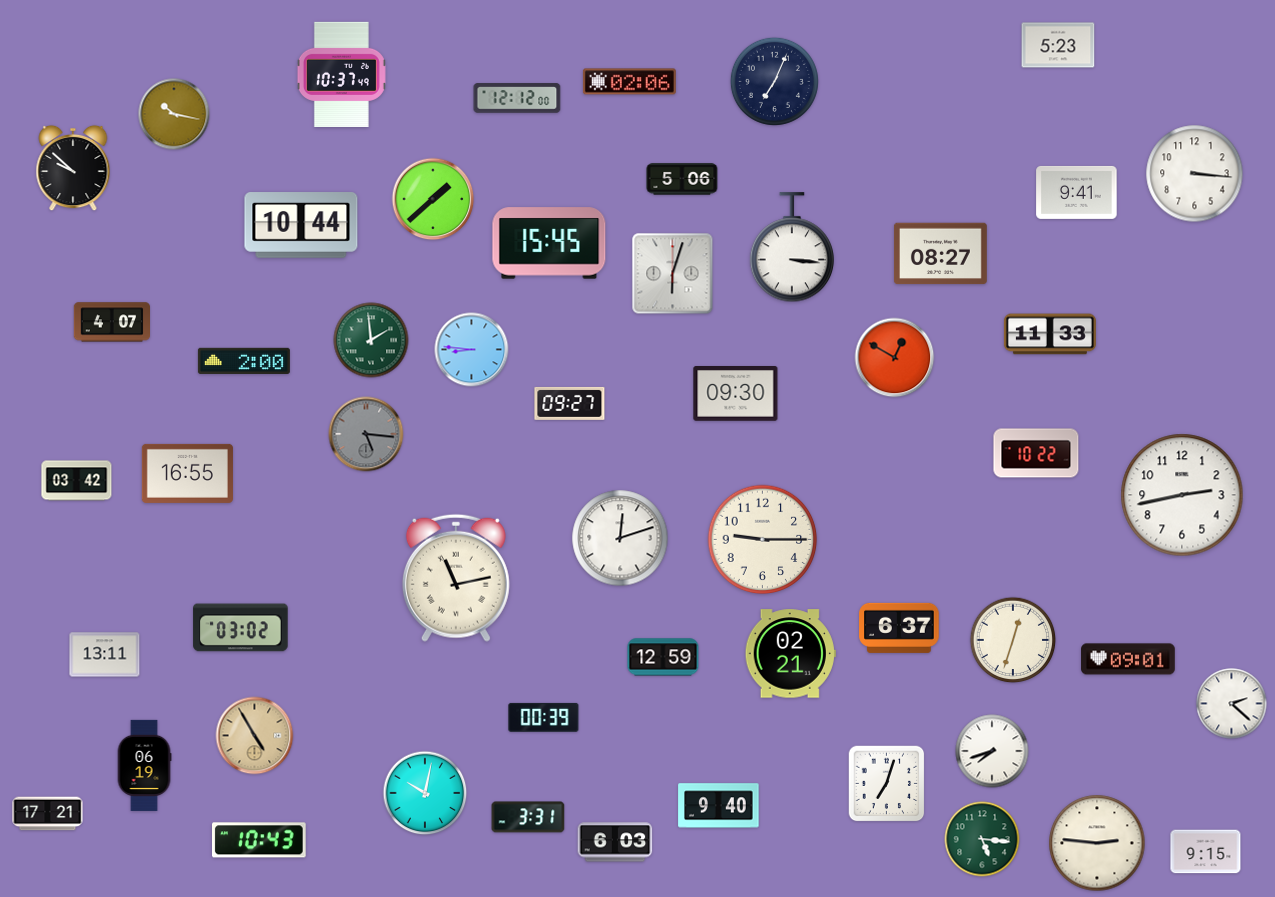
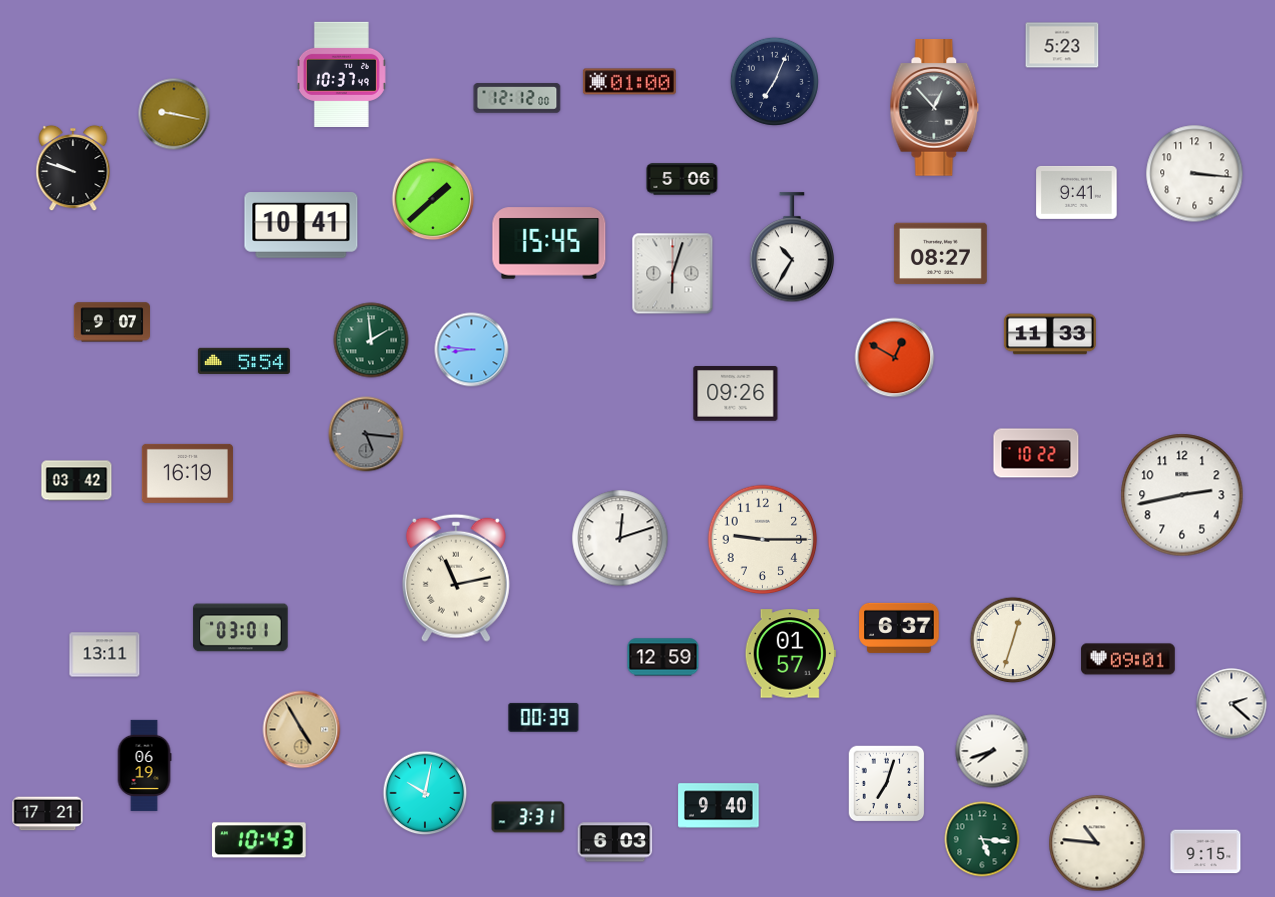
clock at (1058, 45) position: (1058, 45) -> (1062, 45)
clock at (629, 82): 02:06 -> 01:00
clock at (935, 108): none -> 12:53
clock at (174, 114): 10:17 -> 9:17
clock at (73, 168): 9:52 -> 9:48
clock at (301, 225): 10:44 -> 10:41
clock at (791, 248): 3:16 -> 10:35
clock at (112, 322): 4:07 -> 9:07
clock at (244, 361): 2:00 -> 5:54
clock at (736, 394): 09:30 -> 09:26
clock at (570, 403): 09:27 -> none
clock at (187, 473): 16:55 -> 16:19
clock at (241, 628): 03:02 -> 03:01
clock at (790, 654): 02:21 -> 01:57
clock at (255, 736) position: (255, 736) -> (302, 730)
clock at (1097, 843): 2:46 -> 10:46
